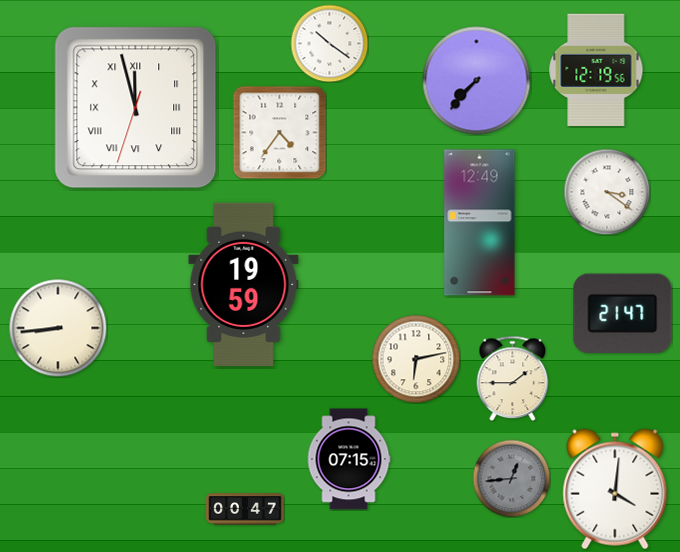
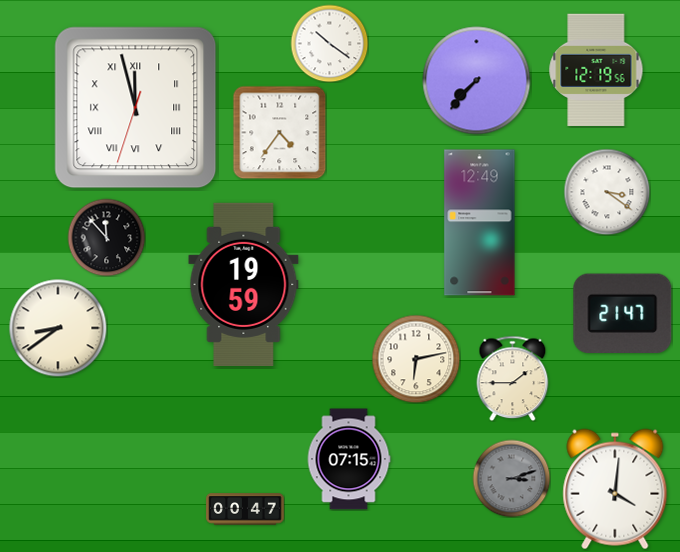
clock at (106, 237): none -> 11:53
clock at (58, 328): 8:44 -> 8:39
clock at (511, 478): 12:44 -> 3:12
